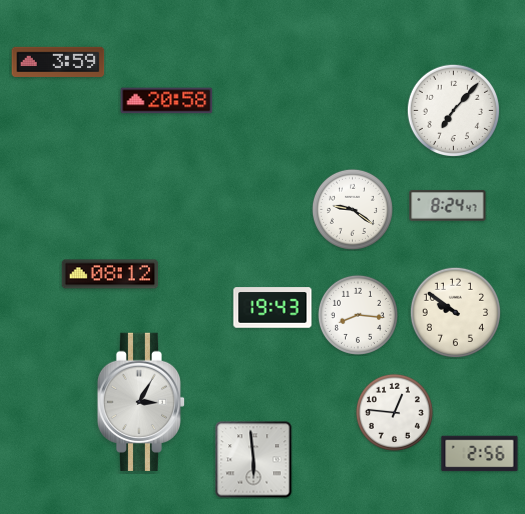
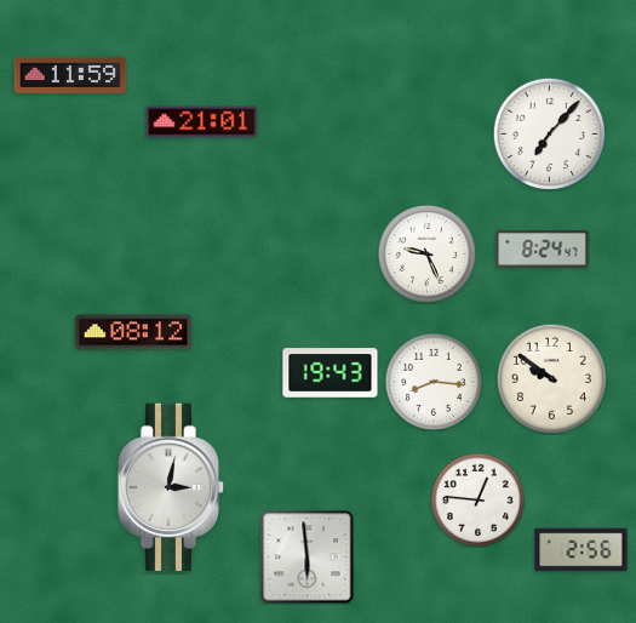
clock at (58, 62): 3:59 -> 11:59
clock at (167, 101): 20:58 -> 21:01
clock at (352, 209): 9:21 -> 9:26
clock at (141, 402): 3:05 -> 3:02
